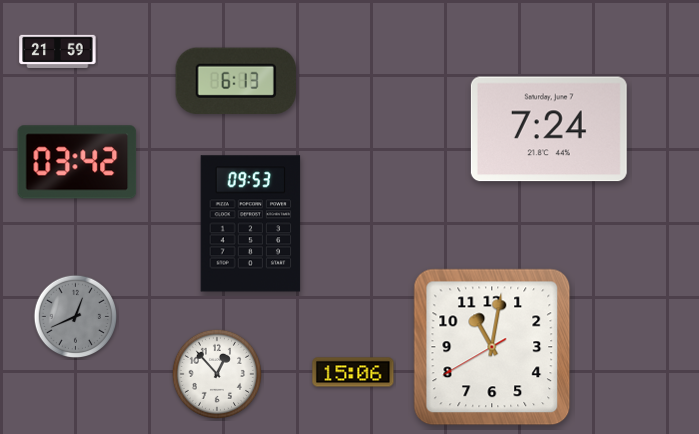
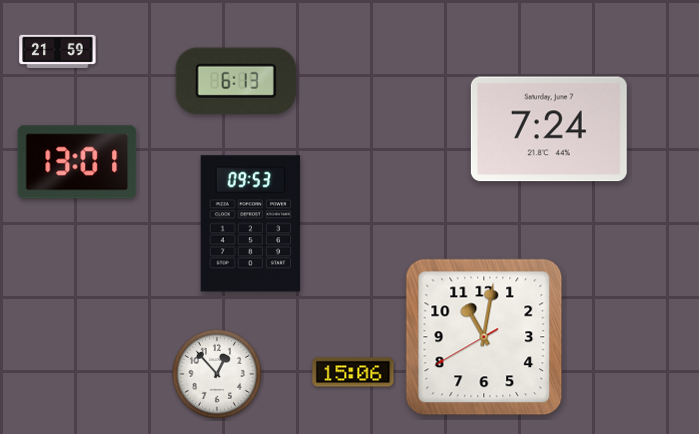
clock at (77, 162): 03:42 -> 13:01
clock at (76, 317): 12:41 -> none
clock at (492, 347) position: (492, 347) -> (484, 337)
